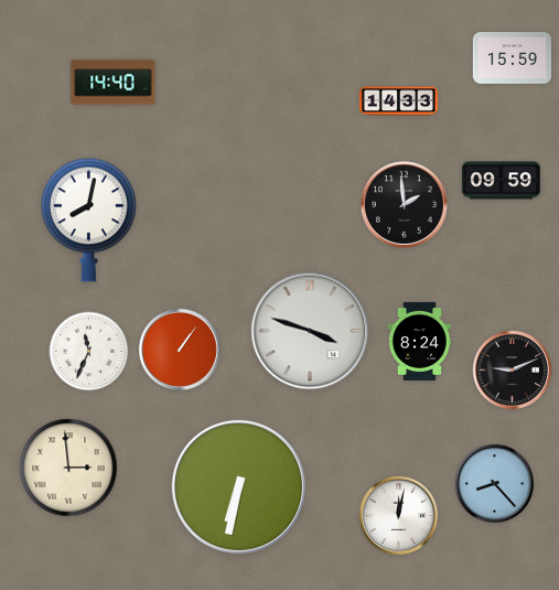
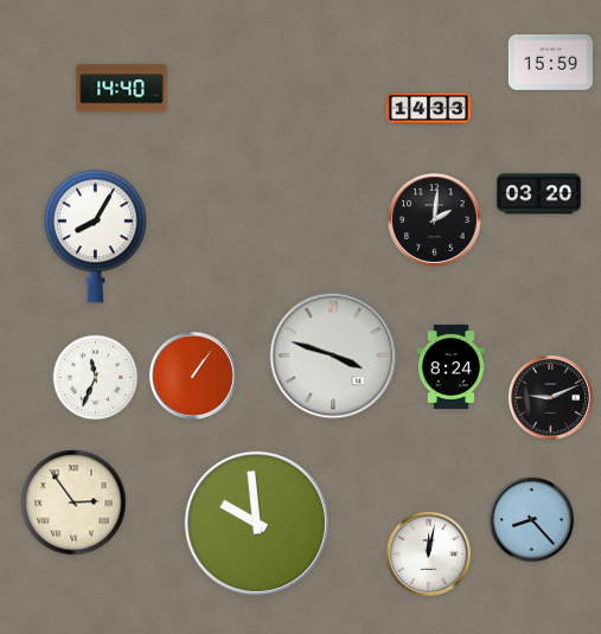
clock at (501, 181): 09:59 -> 03:20
clock at (405, 205): 1:59 -> 2:01
clock at (88, 219): 8:02 -> 8:05
clock at (68, 468): 2:59 -> 2:54
clock at (238, 486): 6:32 -> 9:59
